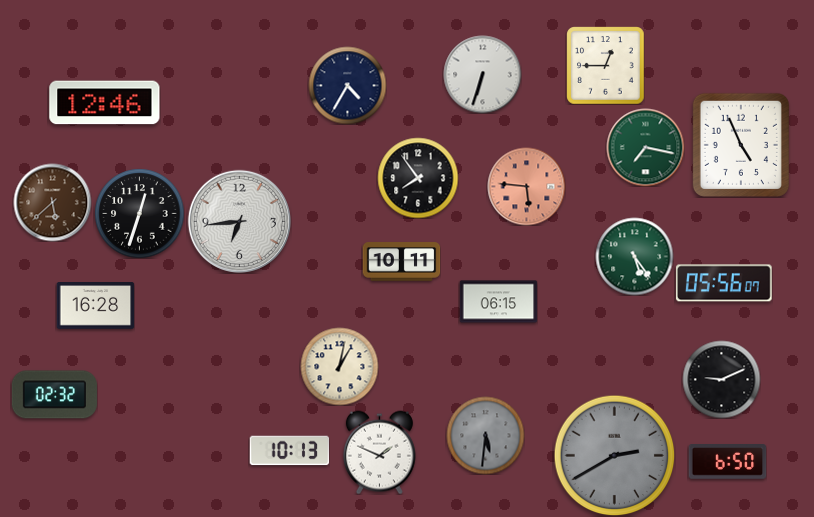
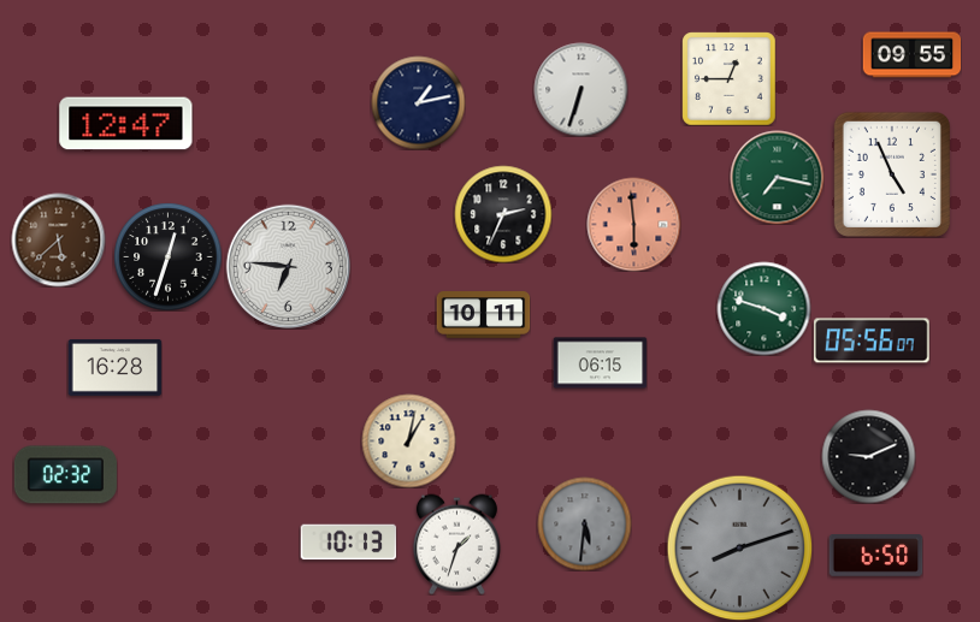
clock at (911, 55): none -> 09:55
clock at (347, 85): 4:35 -> 1:13
clock at (105, 103): 12:46 -> 12:47
clock at (418, 178): 7:54 -> 2:34
clock at (526, 186): 5:46 -> 5:59
clock at (52, 202) position: (52, 202) -> (58, 239)
clock at (239, 221): 6:44 -> 6:46
clock at (634, 256): 5:24 -> 3:48
clock at (379, 452): 1:49 -> 1:33
clock at (614, 455): 2:40 -> 8:12
